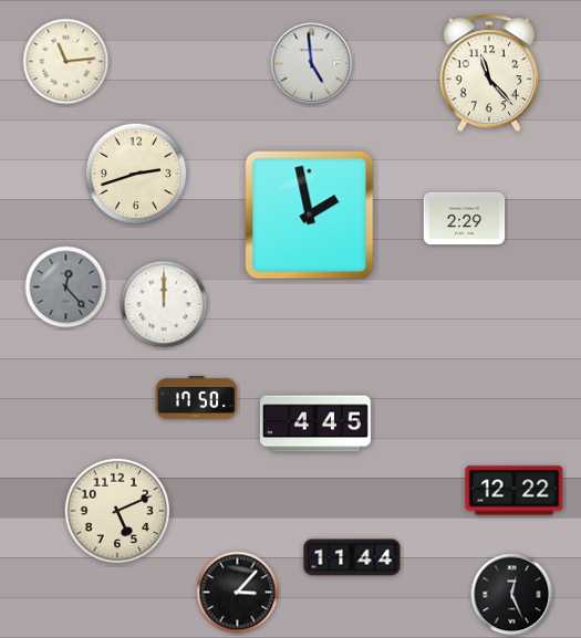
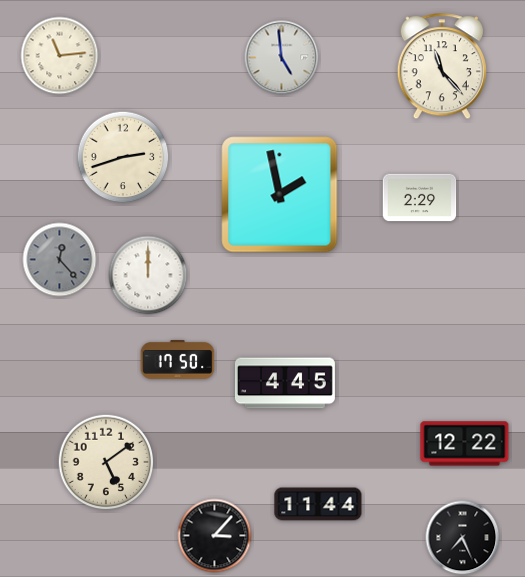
clock at (117, 511): 5:11 -> 5:09
clock at (512, 595): 12:26 -> 7:26
